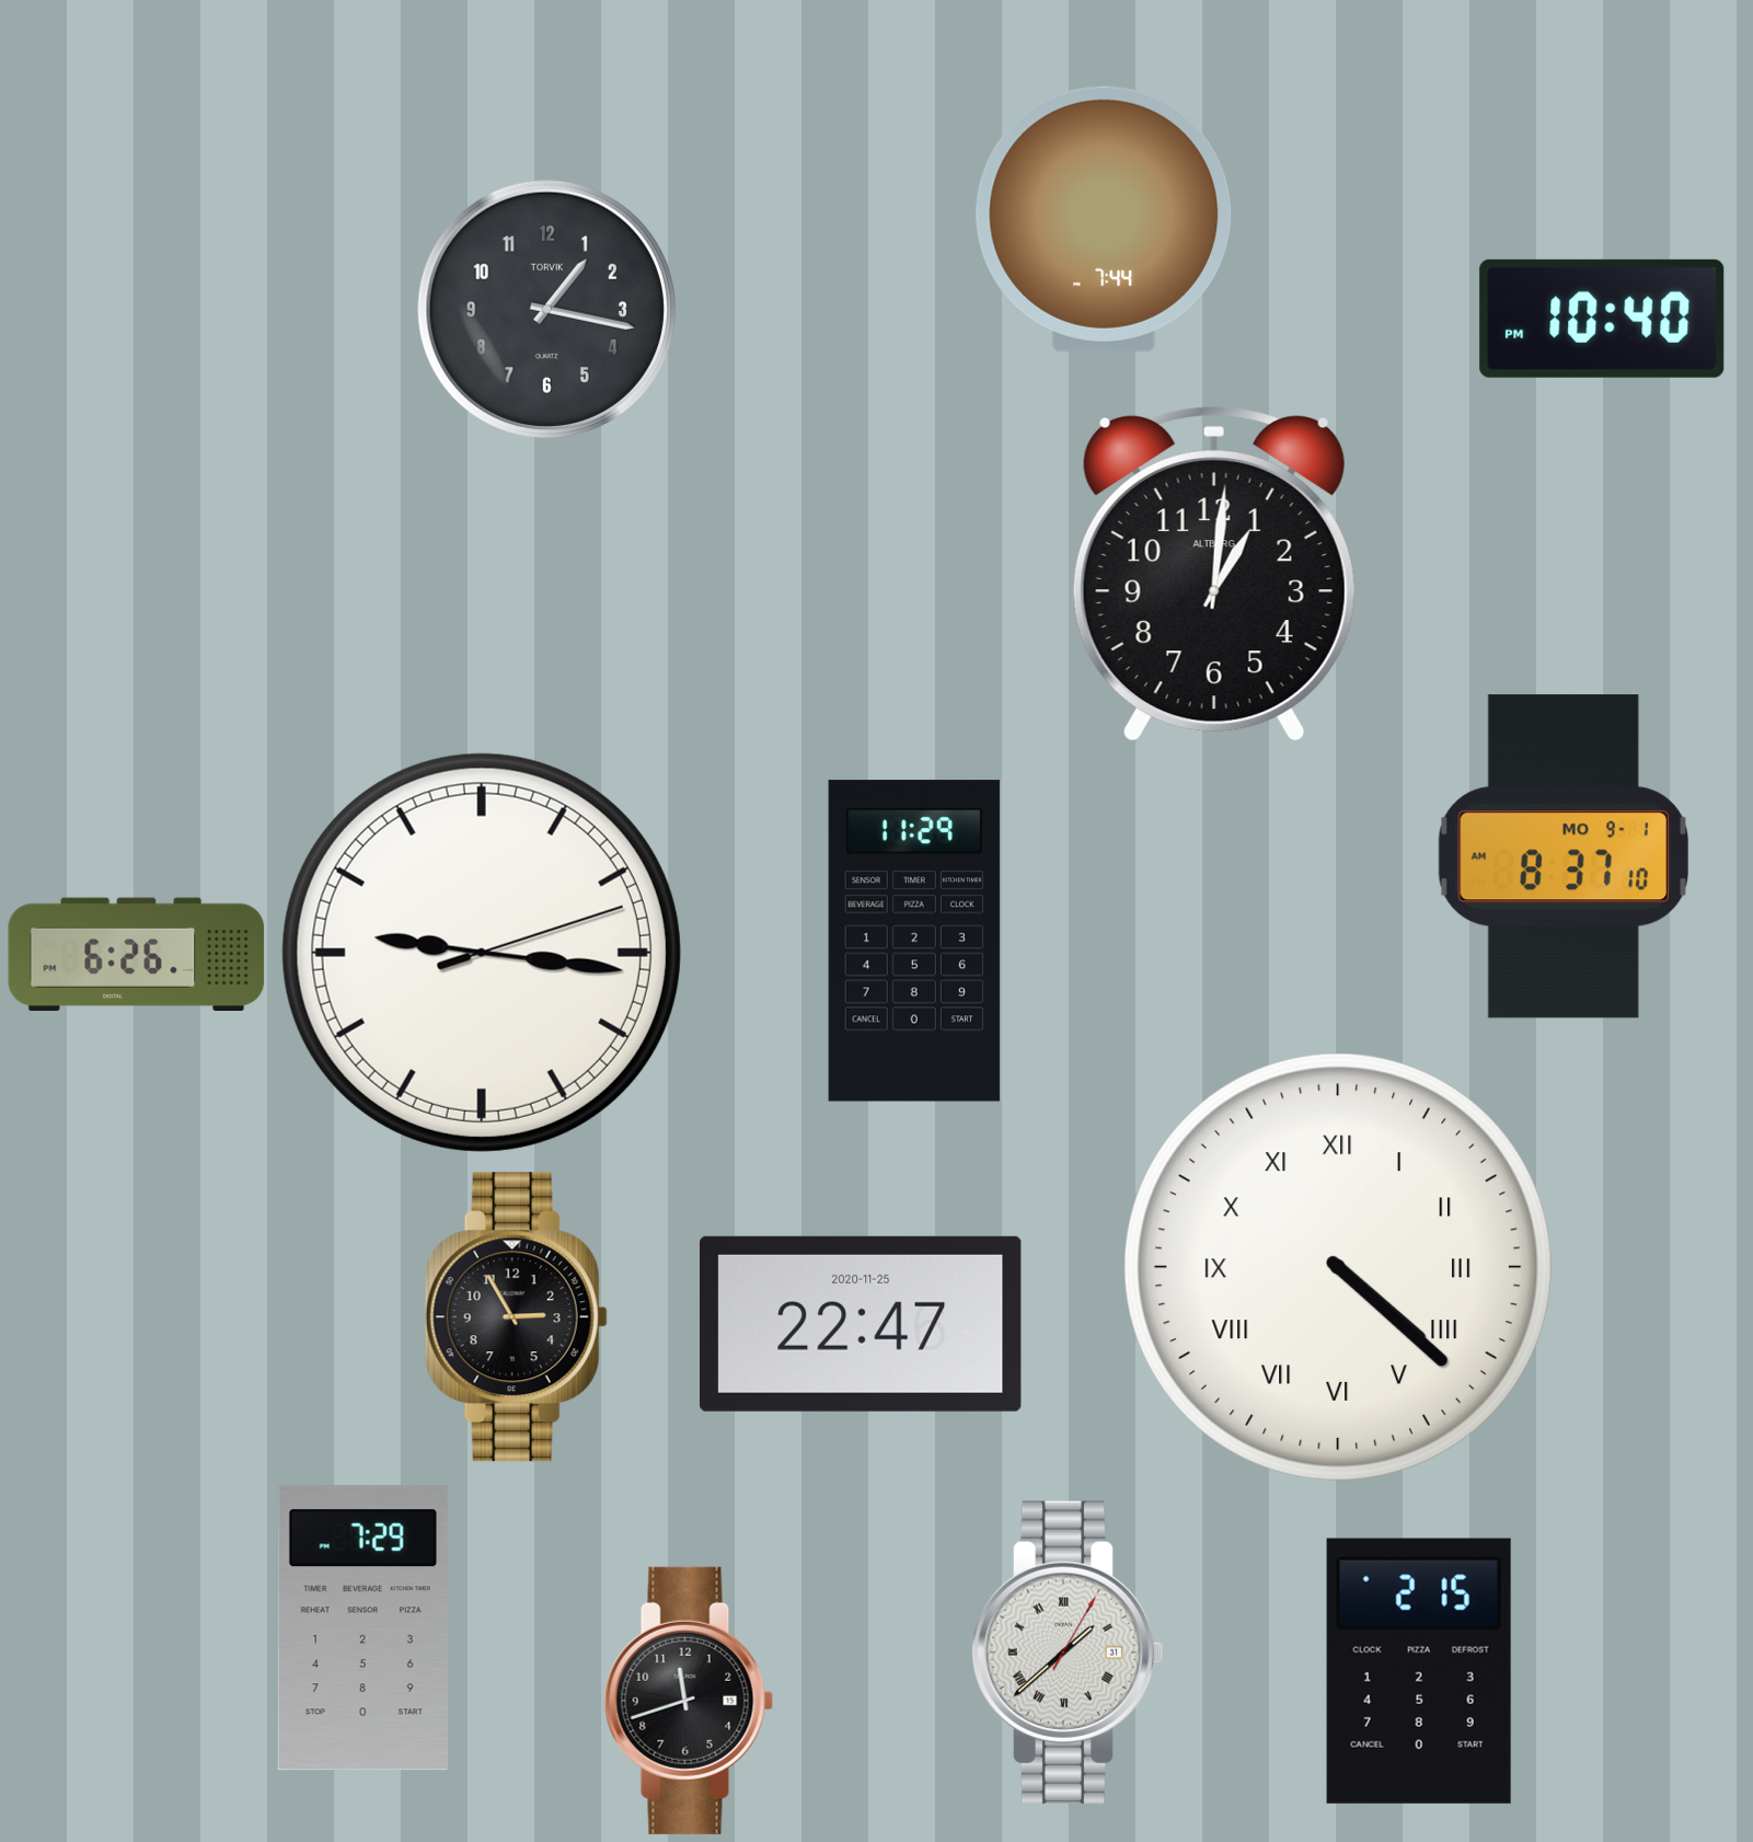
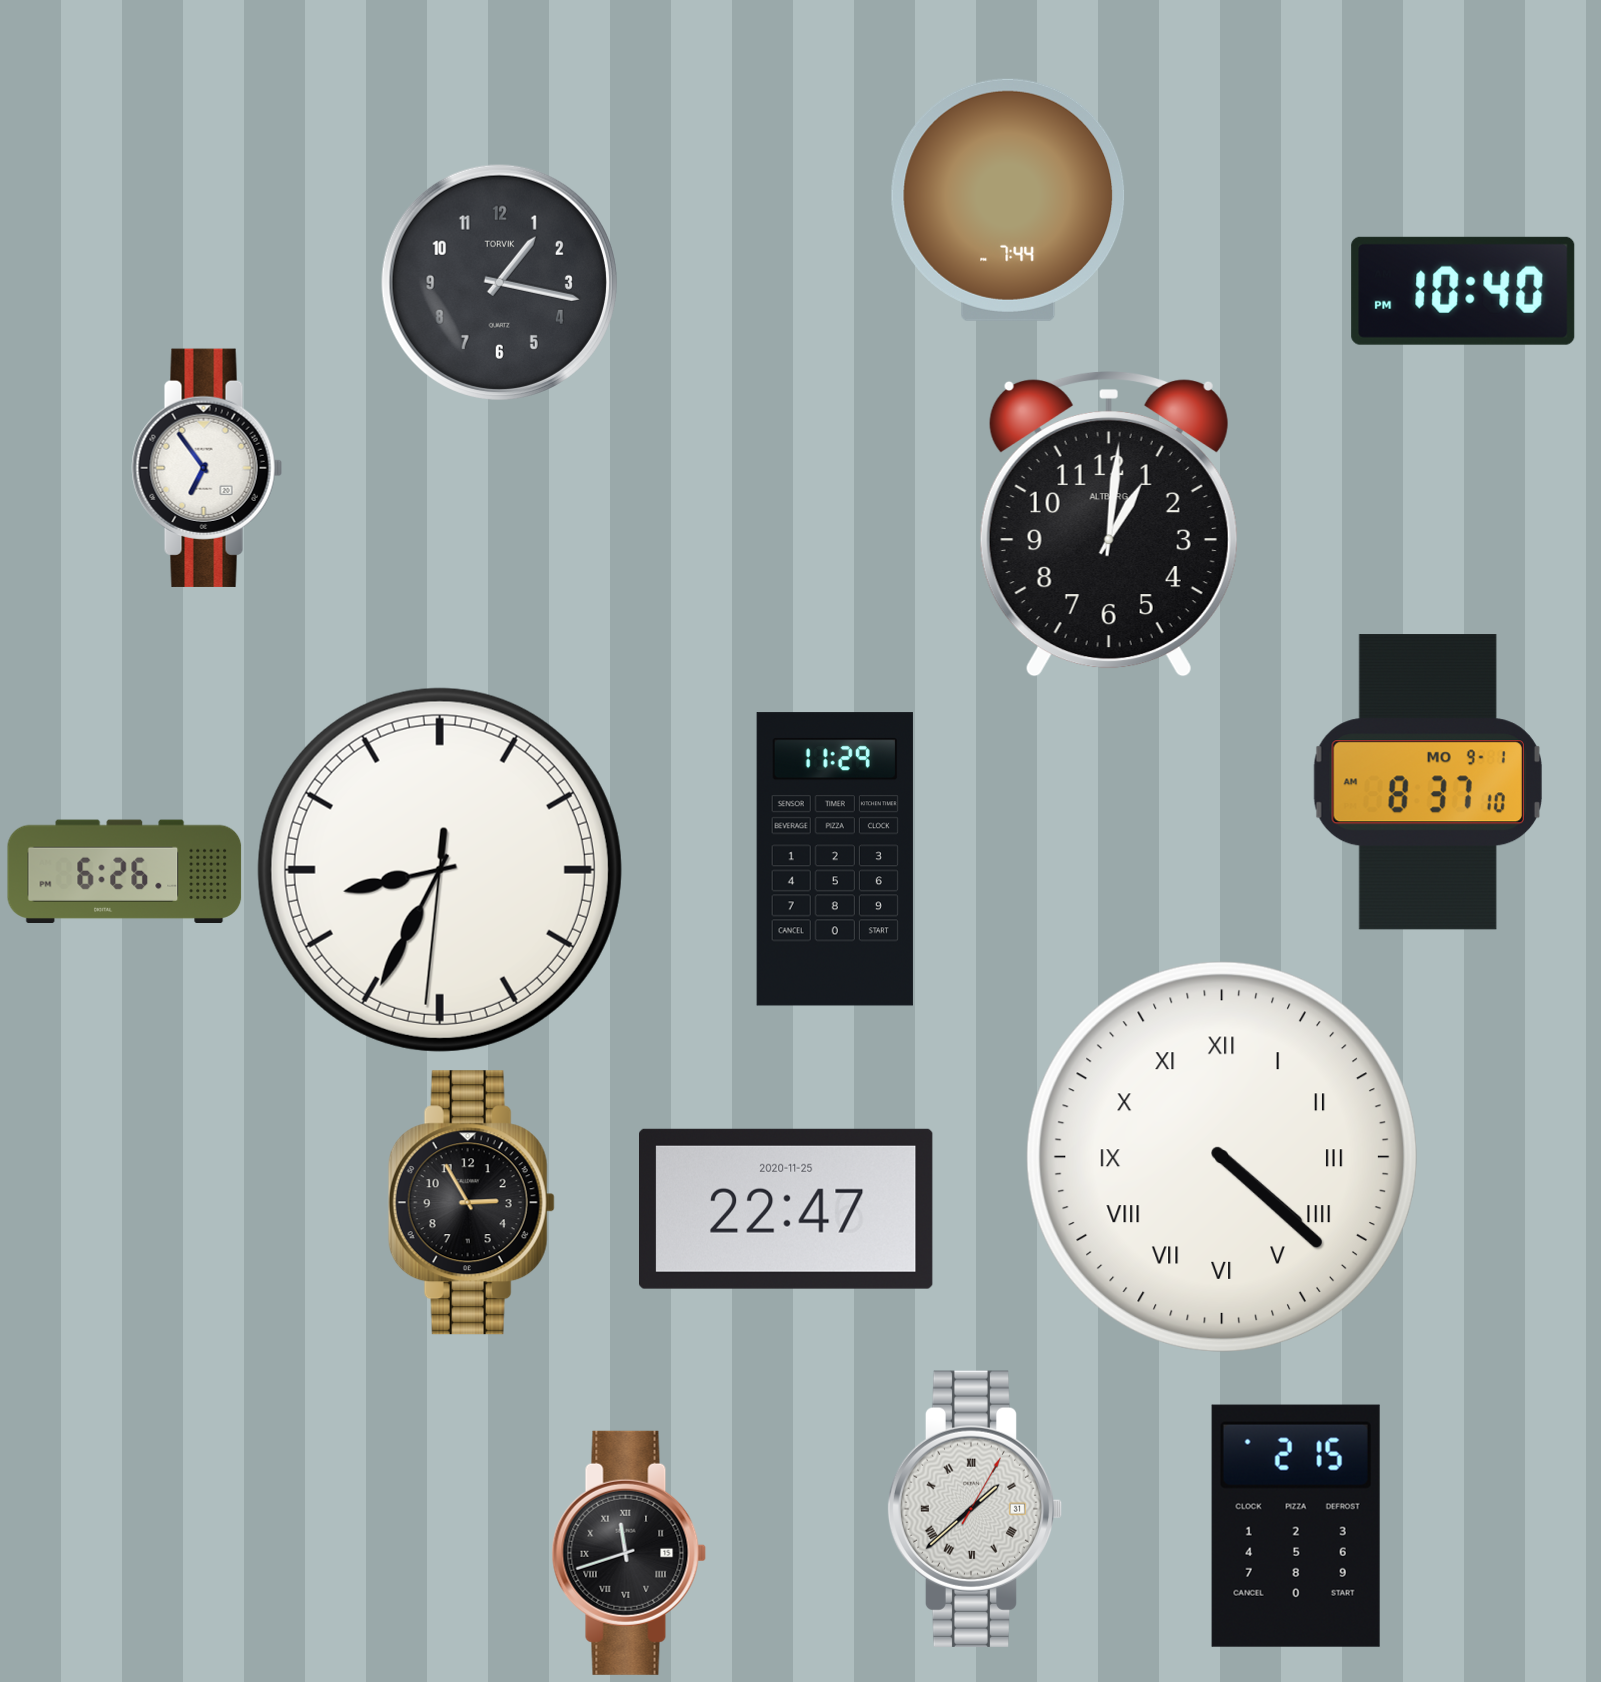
clock at (207, 468): none -> 6:54
clock at (482, 953): 9:16 -> 8:34
clock at (362, 1628): 7:29 -> none
clock at (689, 1701) numerals: Arabic -> Roman
